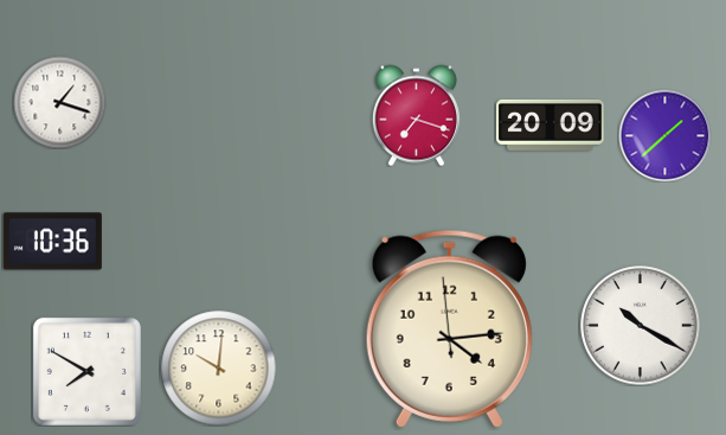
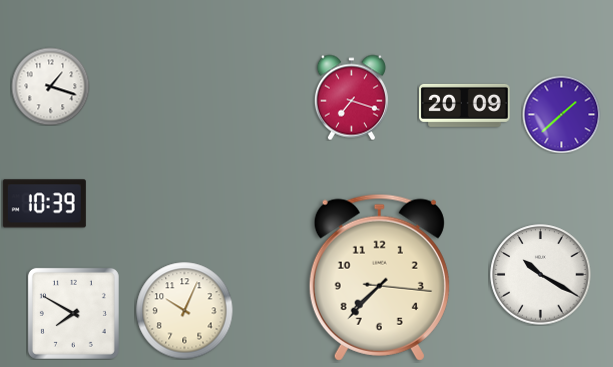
clock at (52, 242): 10:36 -> 10:39
clock at (449, 328): 4:13 -> 7:37
clock at (218, 367): 10:01 -> 10:04
